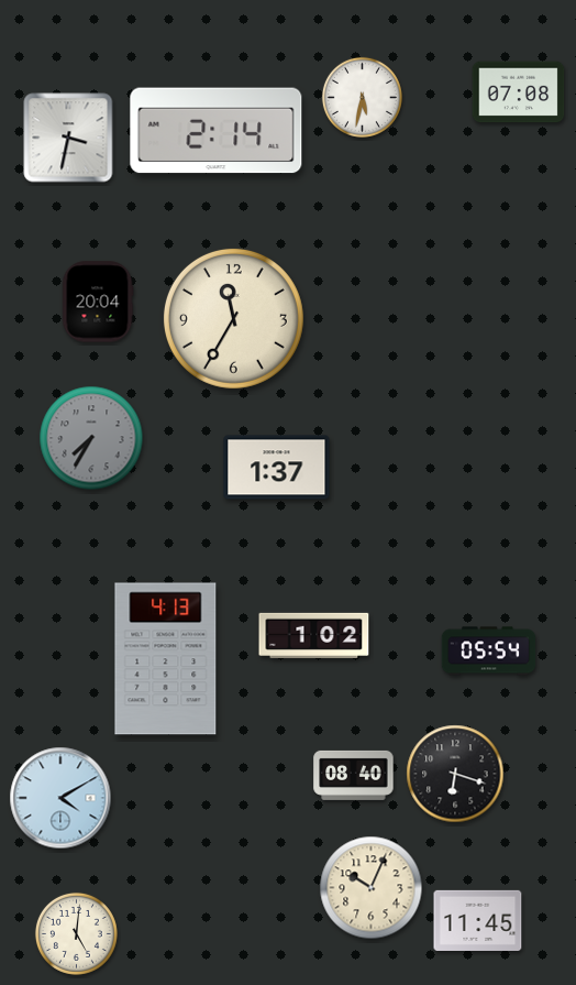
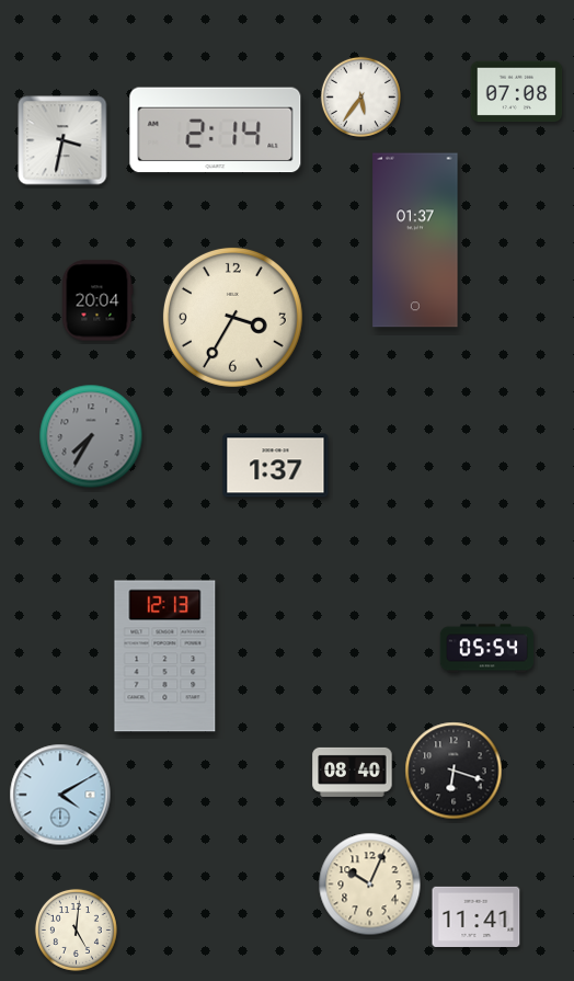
clock at (362, 97): 5:32 -> 5:36
clock at (68, 138) position: (68, 138) -> (62, 140)
clock at (415, 240): none -> 01:37
clock at (233, 318): 11:35 -> 3:35
clock at (314, 635): 1:02 -> none
clock at (166, 659): 4:13 -> 12:13
clock at (478, 920): 11:45 -> 11:41
